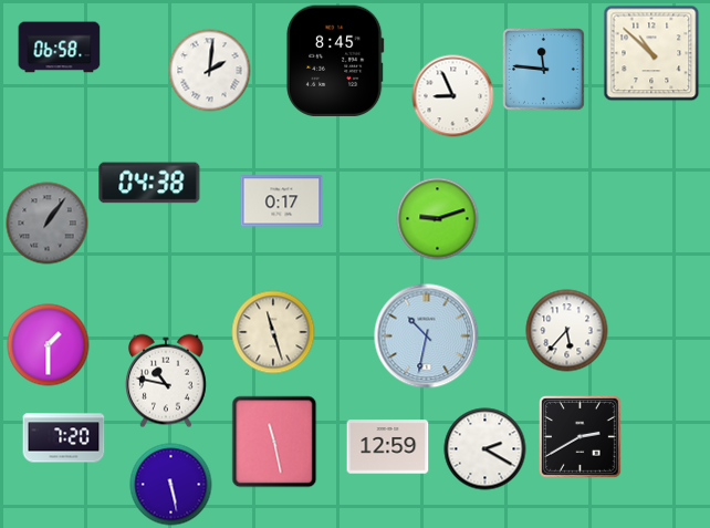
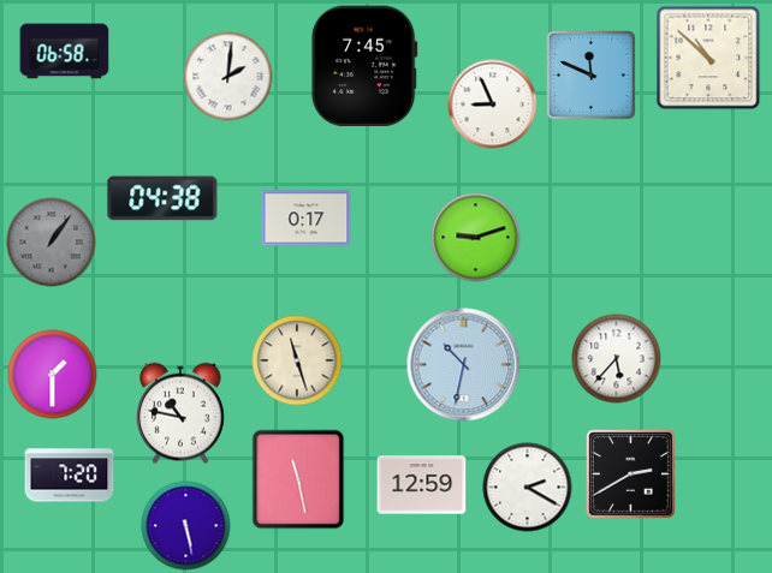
clock at (336, 60): 8:45 -> 7:45
clock at (544, 70): 11:46 -> 11:49
